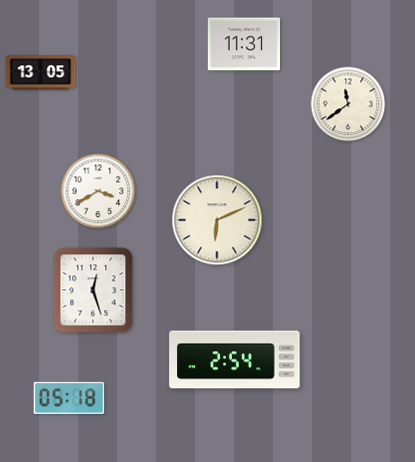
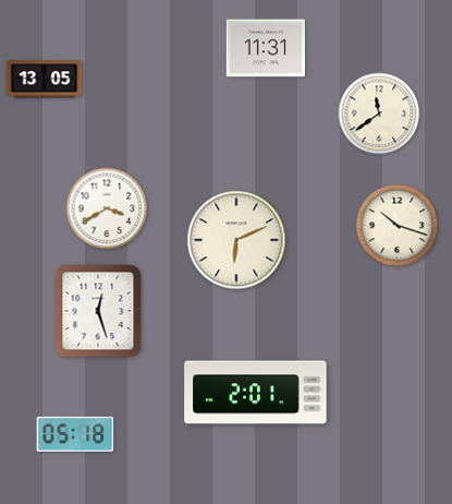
clock at (398, 226): none -> 10:18
clock at (93, 290) position: (93, 290) -> (98, 311)
clock at (235, 360): 2:54 -> 2:01
